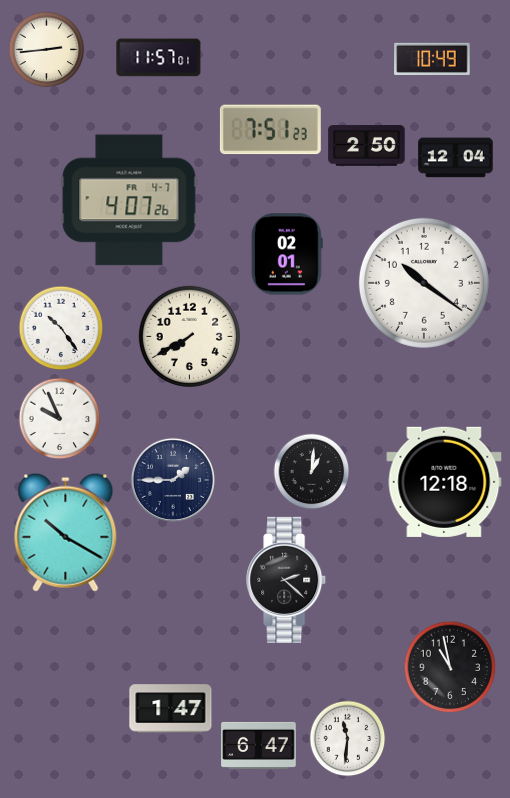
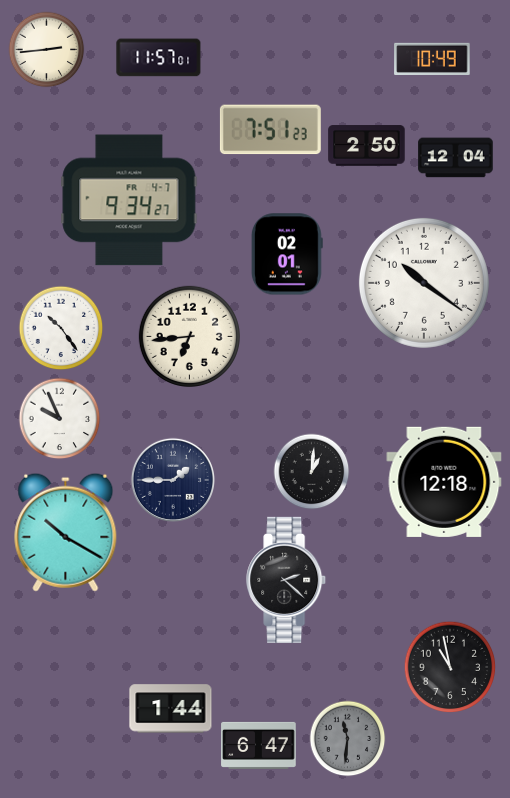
clock at (129, 200): 4:07 -> 9:34
clock at (189, 336): 7:40 -> 6:44
clock at (171, 709): 1:47 -> 1:44
clock at (348, 739) dial: white -> grey
